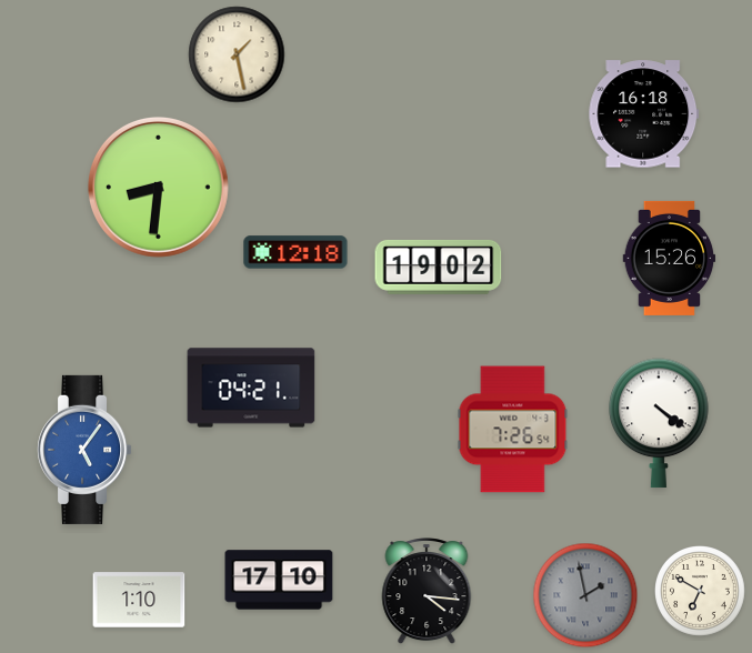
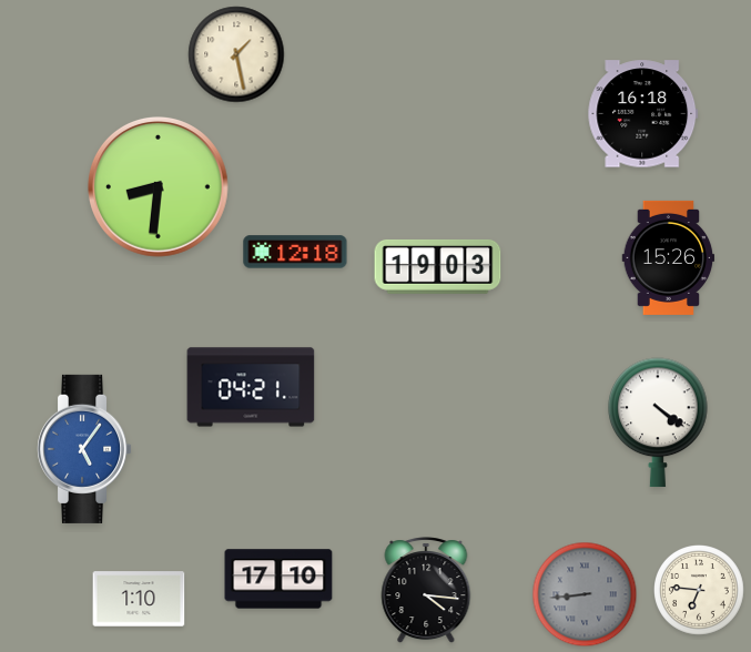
clock at (439, 267): 19:02 -> 19:03
clock at (513, 430): 7:26 -> none
clock at (701, 592): 6:50 -> 6:46
clock at (585, 595): 1:58 -> 8:44
